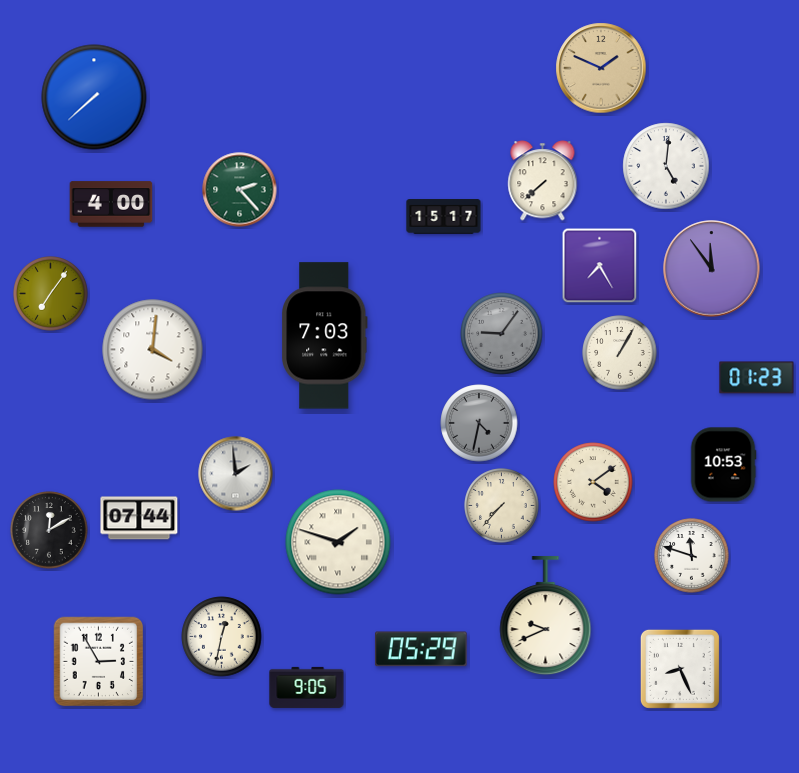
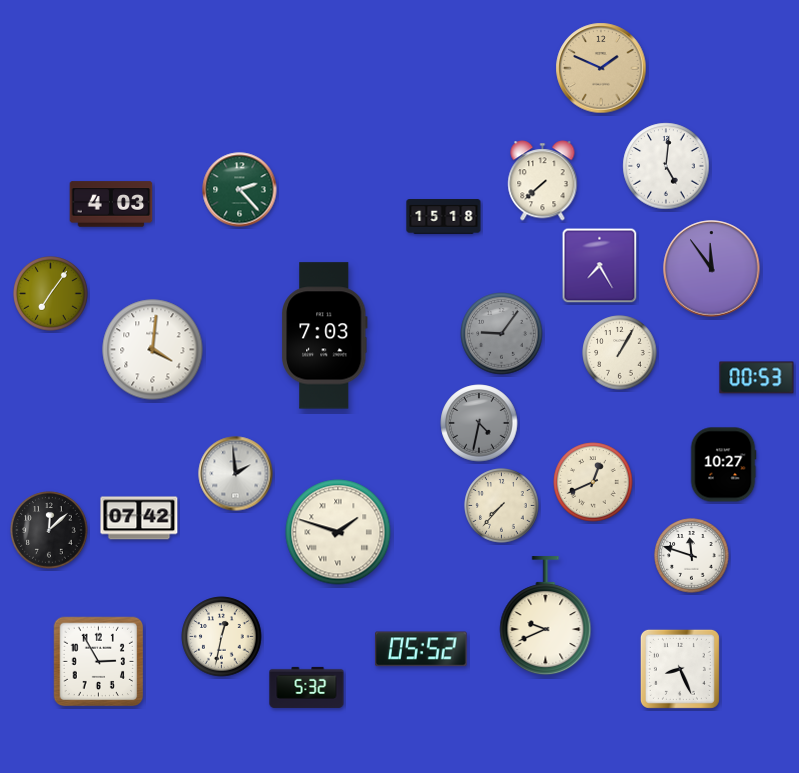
clock at (94, 97): 7:38 -> none
clock at (111, 204): 4:00 -> 4:03
clock at (444, 217): 15:17 -> 15:18
clock at (757, 378): 01:23 -> 00:53
clock at (723, 465): 10:53 -> 10:27
clock at (593, 482): 4:09 -> 12:41
clock at (139, 518): 07:44 -> 07:42
clock at (49, 530): 12:10 -> 12:08
clock at (338, 542) position: (338, 542) -> (338, 532)
clock at (421, 649): 05:29 -> 05:52
clock at (307, 687): 9:05 -> 5:32
